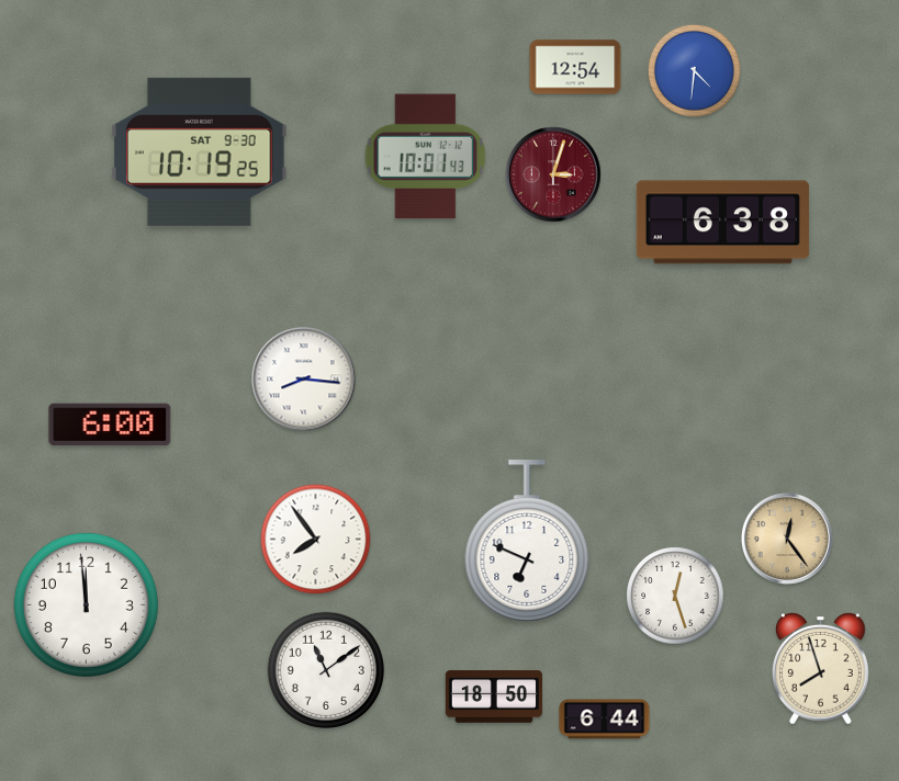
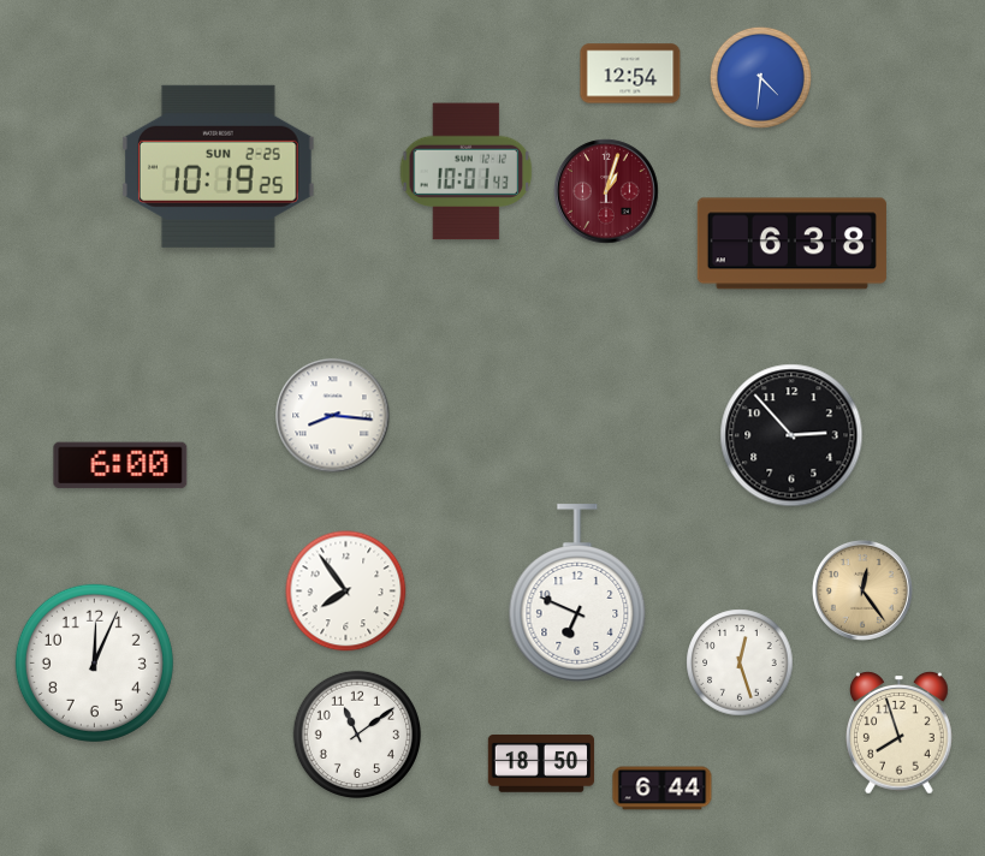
clock at (200, 151) date: SAT 9-30 -> SUN 2-25
clock at (553, 174): 3:03 -> 1:03
clock at (791, 435): none -> 2:53
clock at (675, 596) position: (675, 596) -> (740, 662)
clock at (86, 604): 11:59 -> 12:04
